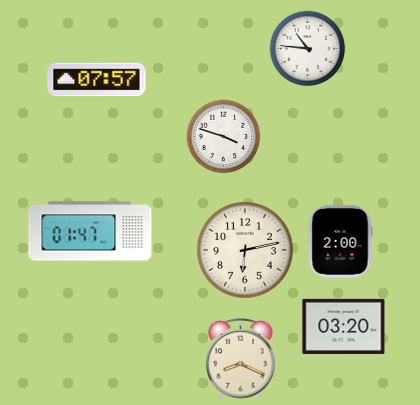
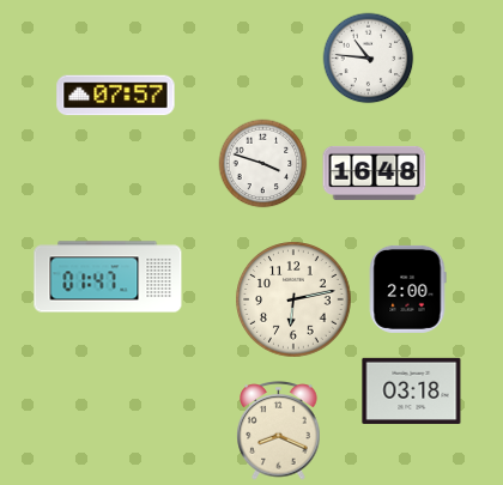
clock at (224, 137) position: (224, 137) -> (263, 164)
clock at (375, 172): none -> 16:48
clock at (344, 326): 03:20 -> 03:18
clock at (241, 360) position: (241, 360) -> (279, 431)
